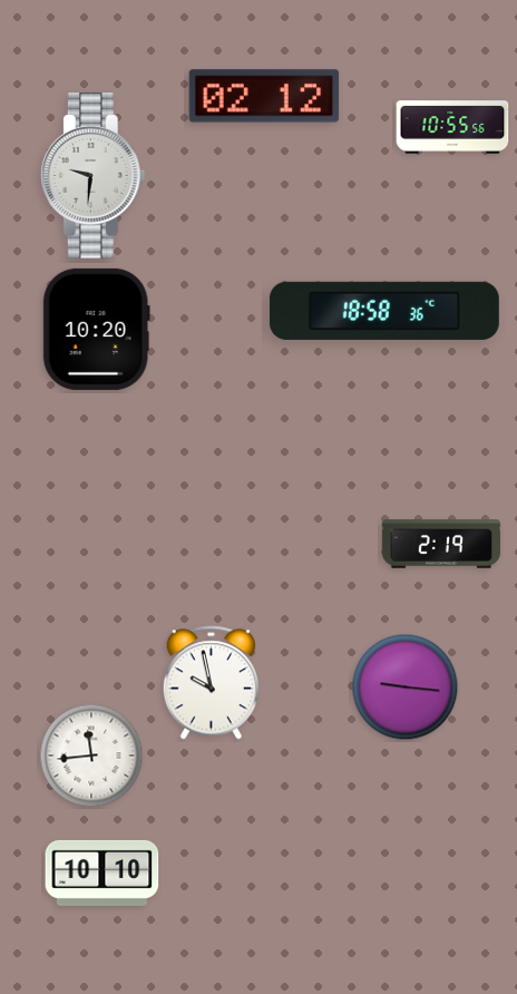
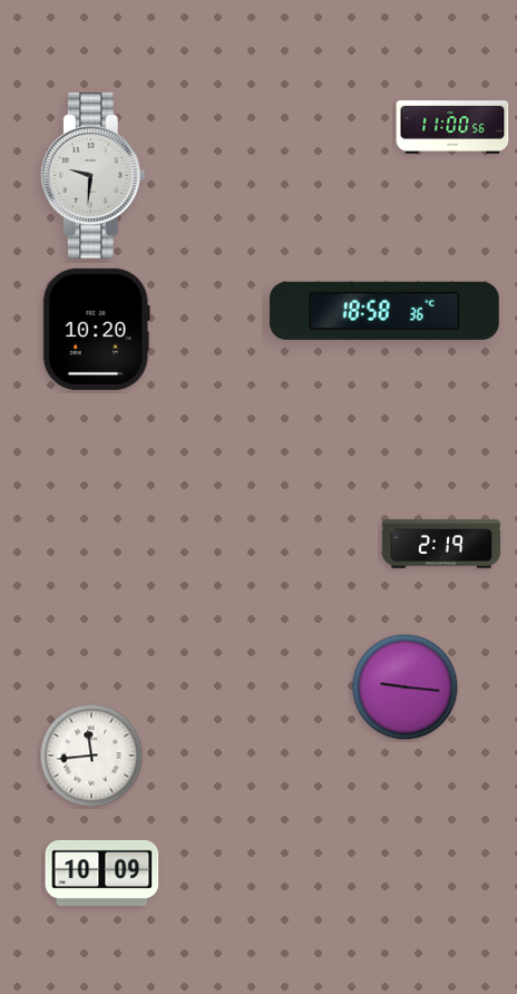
clock at (264, 96): 02:12 -> none
clock at (452, 127): 10:55 -> 11:00
clock at (211, 683): 9:58 -> none
clock at (103, 873): 10:10 -> 10:09
